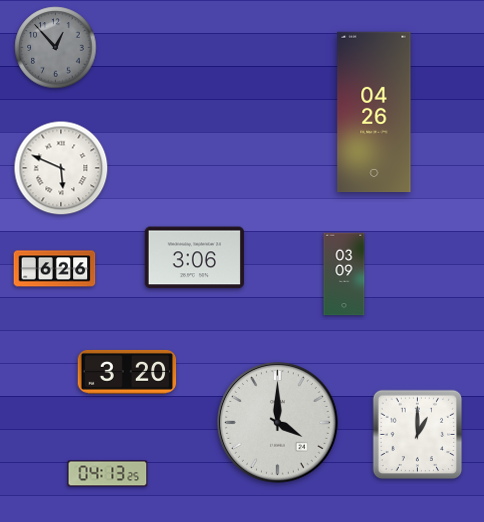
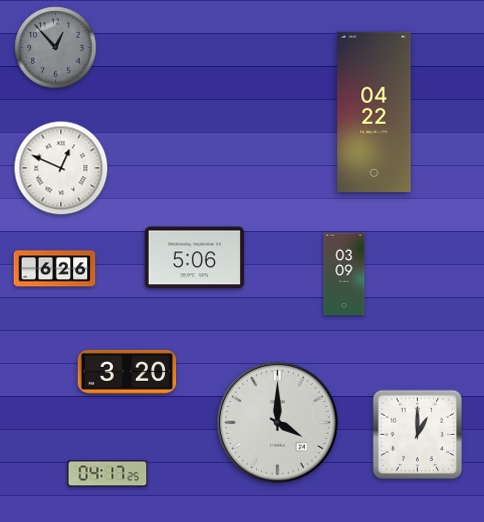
clock at (374, 112): 04:26 -> 04:22
clock at (61, 168): 5:49 -> 12:49
clock at (194, 258): 3:06 -> 5:06
clock at (108, 474): 04:13 -> 04:17
